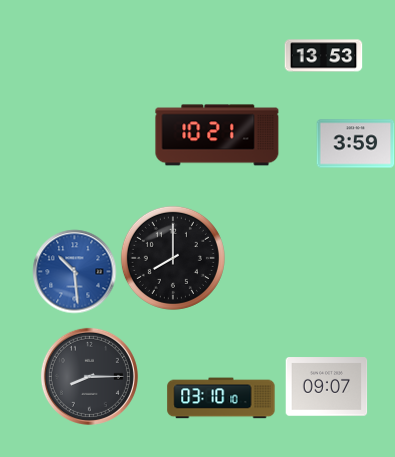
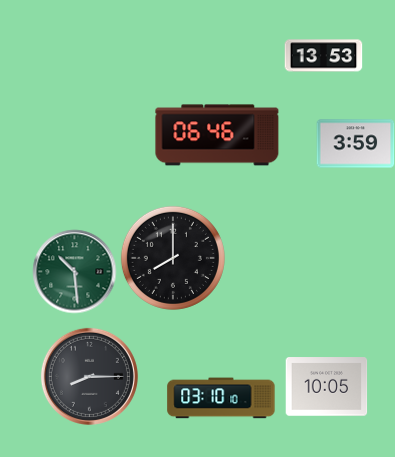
clock at (217, 135): 10:21 -> 06:46
clock at (74, 271) dial: blue -> green
clock at (326, 387): 09:07 -> 10:05
